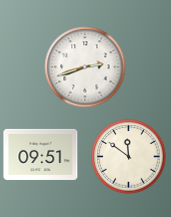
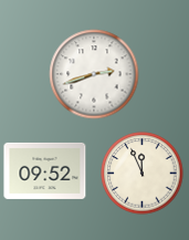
clock at (41, 154): 09:51 -> 09:52
clock at (129, 157): 11:51 -> 11:56
